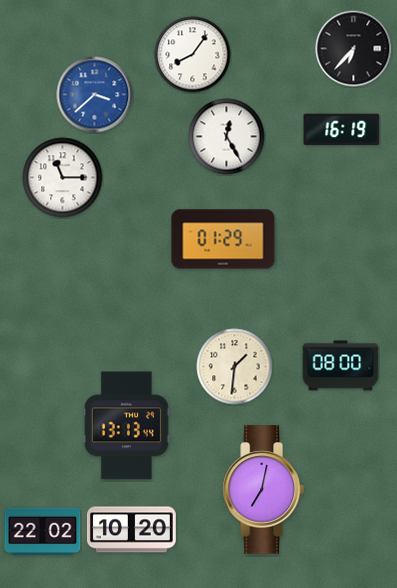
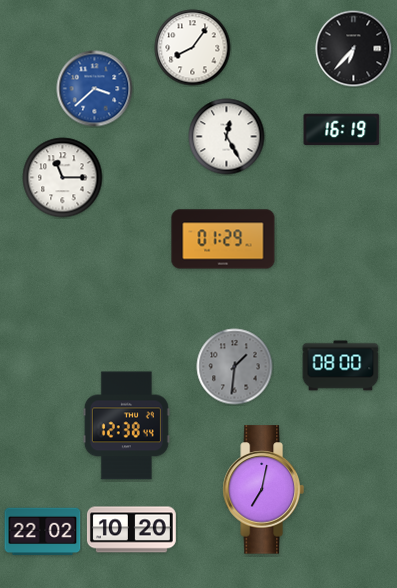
clock at (193, 55) position: (193, 55) -> (193, 48)
clock at (95, 95) position: (95, 95) -> (95, 89)
clock at (235, 367) dial: cream -> grey
clock at (126, 426): 13:13 -> 12:38
